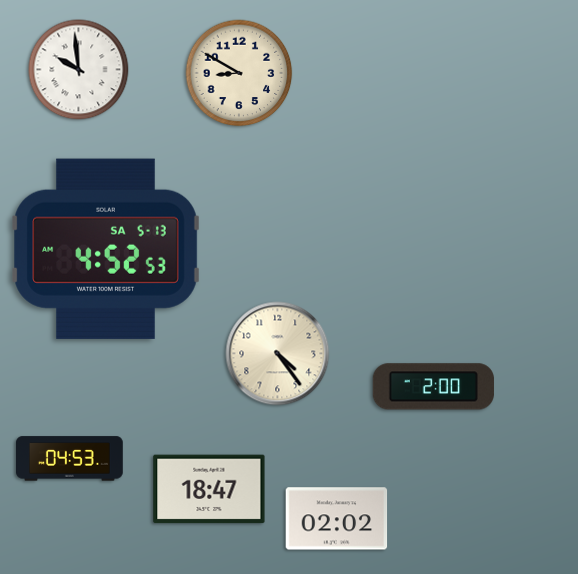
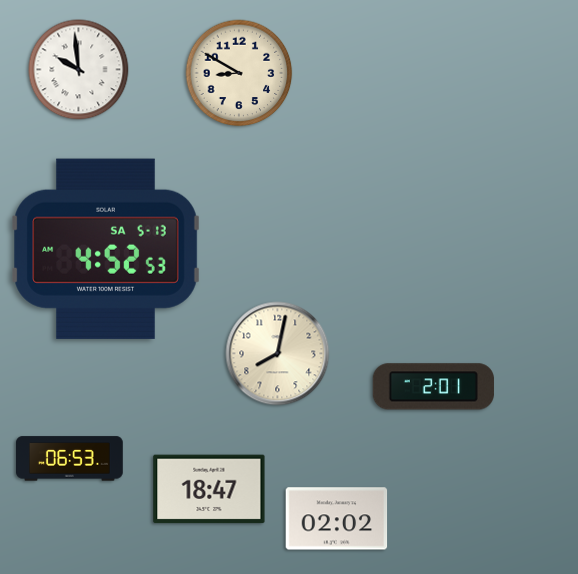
clock at (278, 354): 4:24 -> 8:02
clock at (433, 387): 2:00 -> 2:01
clock at (70, 459): 04:53 -> 06:53
